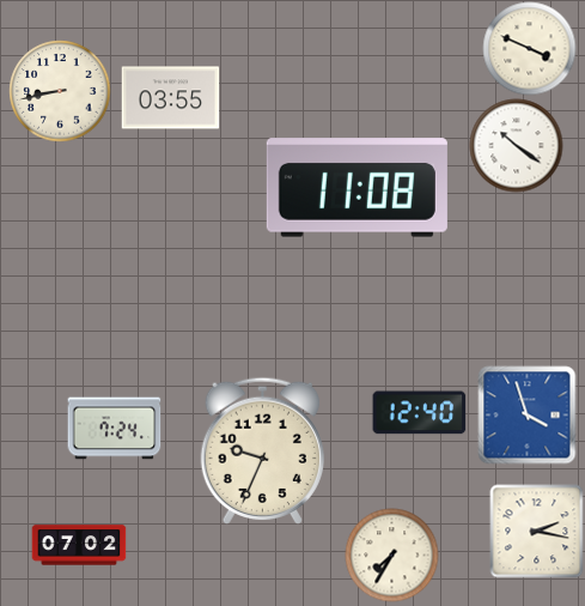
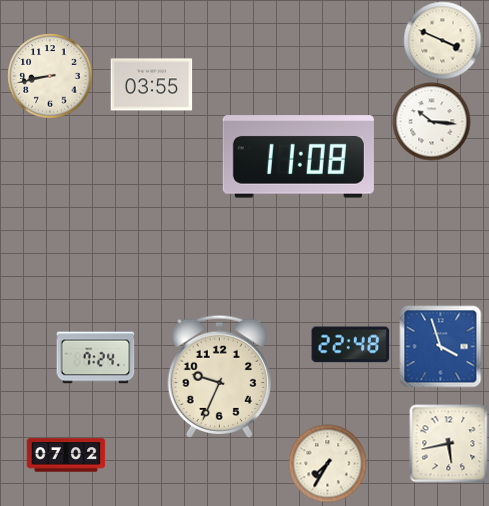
clock at (170, 98) position: (170, 98) -> (151, 85)
clock at (516, 145): 10:21 -> 10:16
clock at (419, 413): 12:40 -> 22:48
clock at (536, 531): 2:17 -> 5:43
